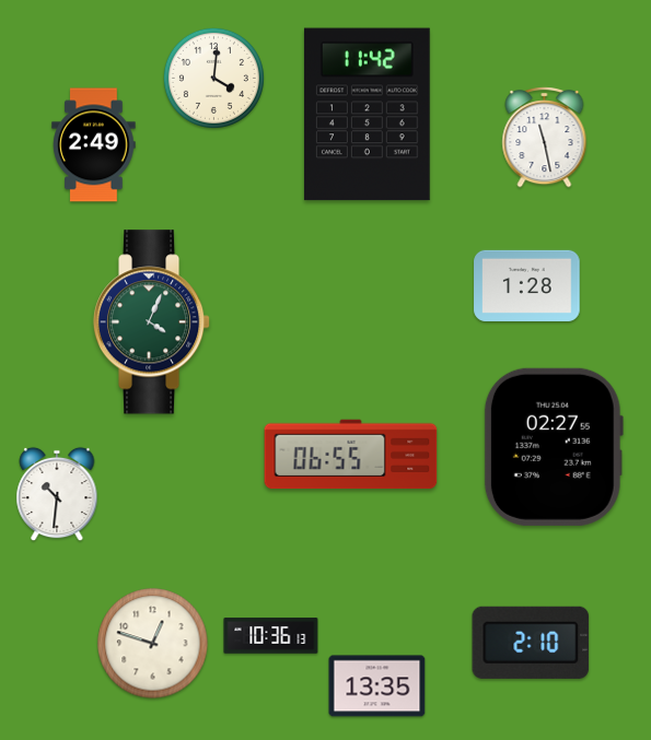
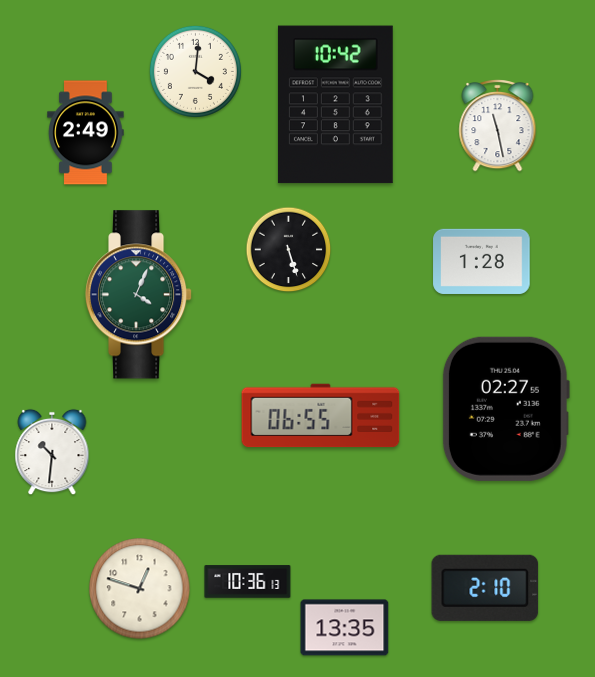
clock at (367, 115): 11:42 -> 10:42
clock at (289, 250): none -> 5:27
